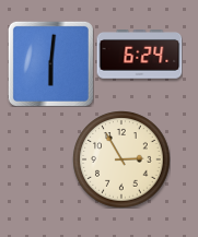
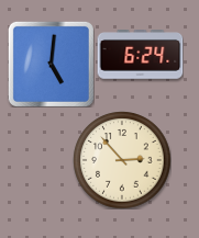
clock at (50, 63): 6:01 -> 5:01
clock at (121, 159): 2:55 -> 2:53
